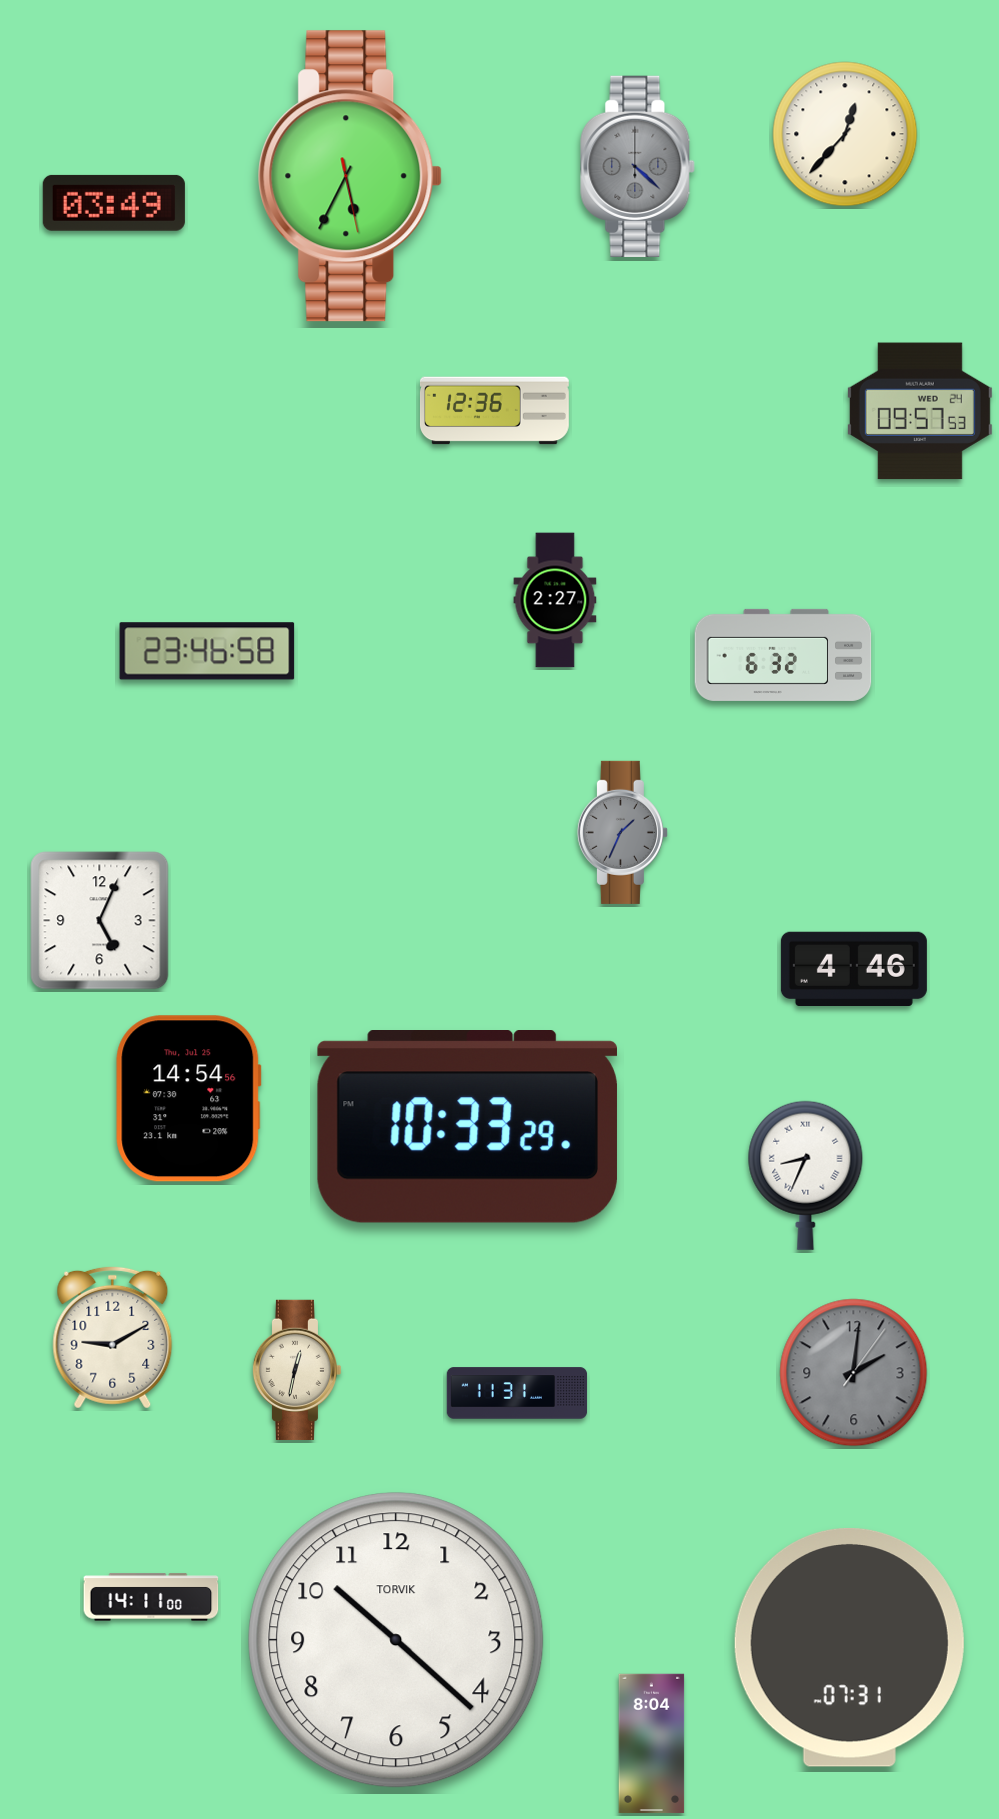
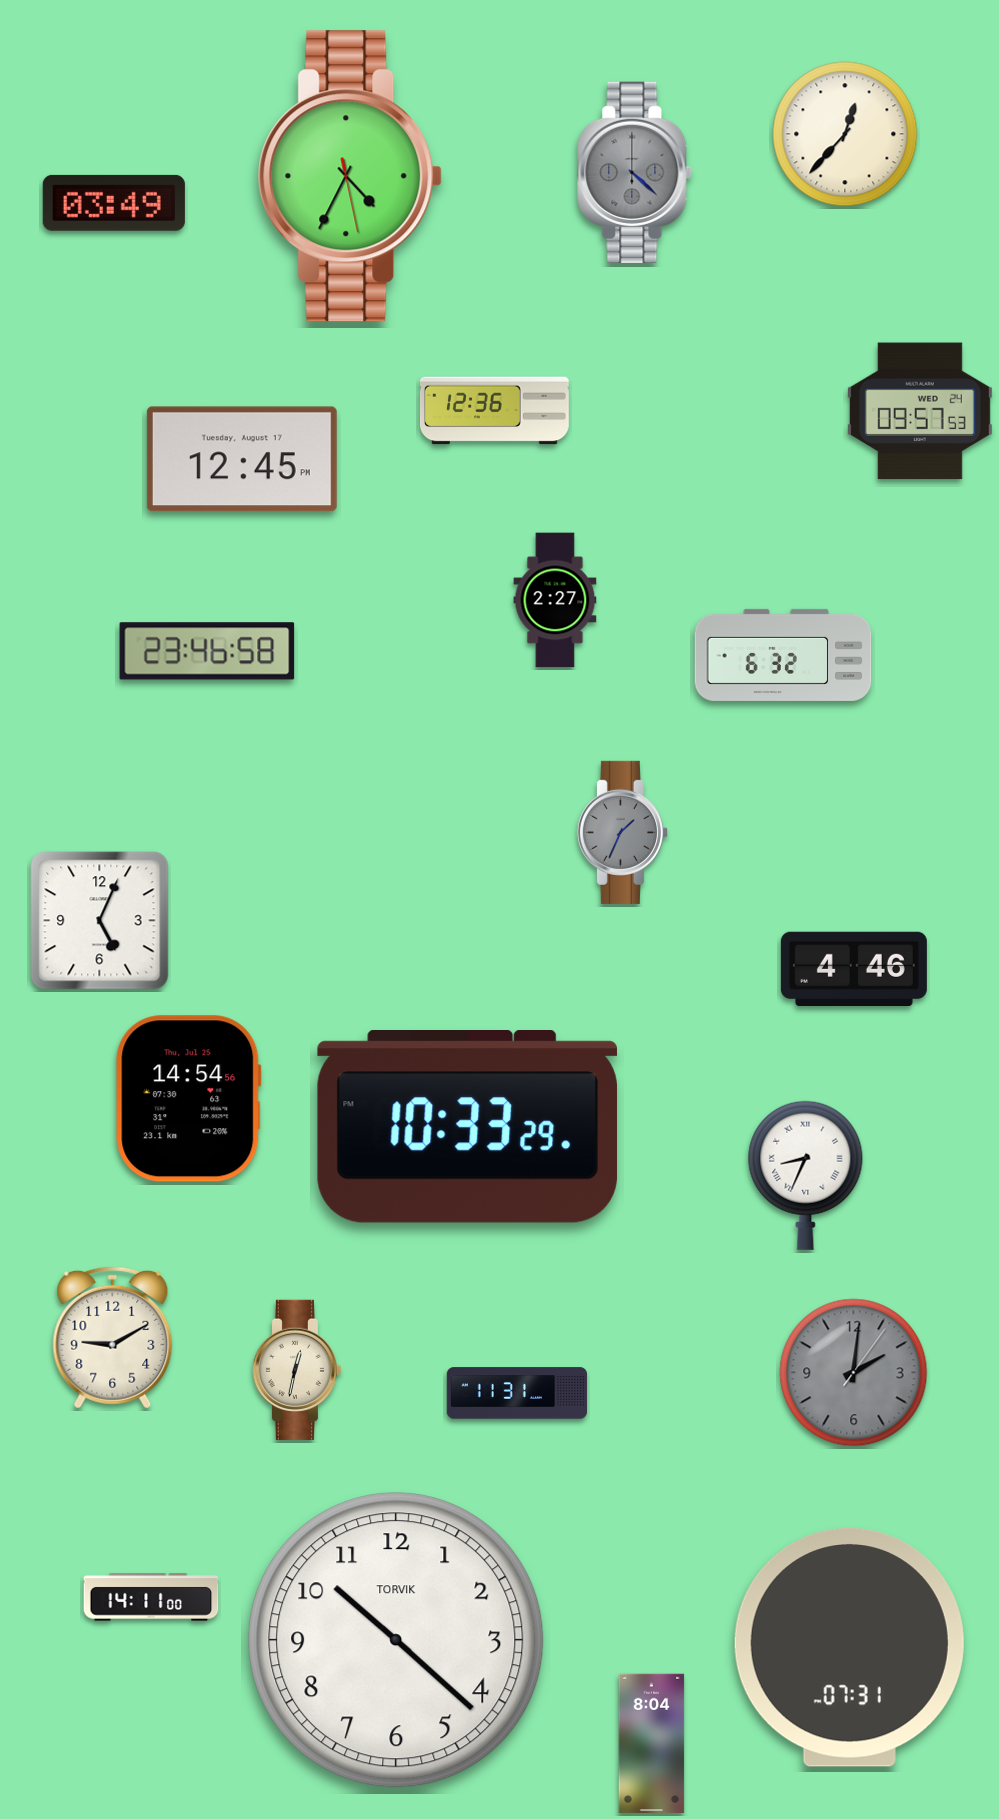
clock at (638, 166) position: (638, 166) -> (635, 172)
clock at (350, 176): 5:34 -> 4:34
clock at (242, 459): none -> 12:45
